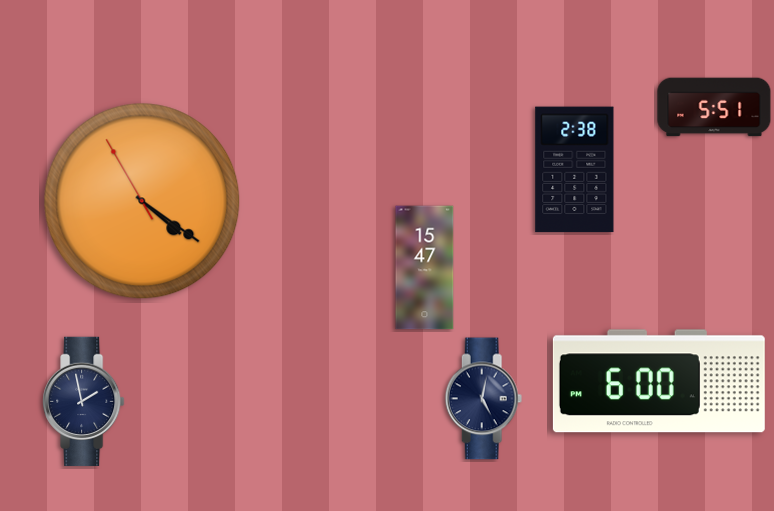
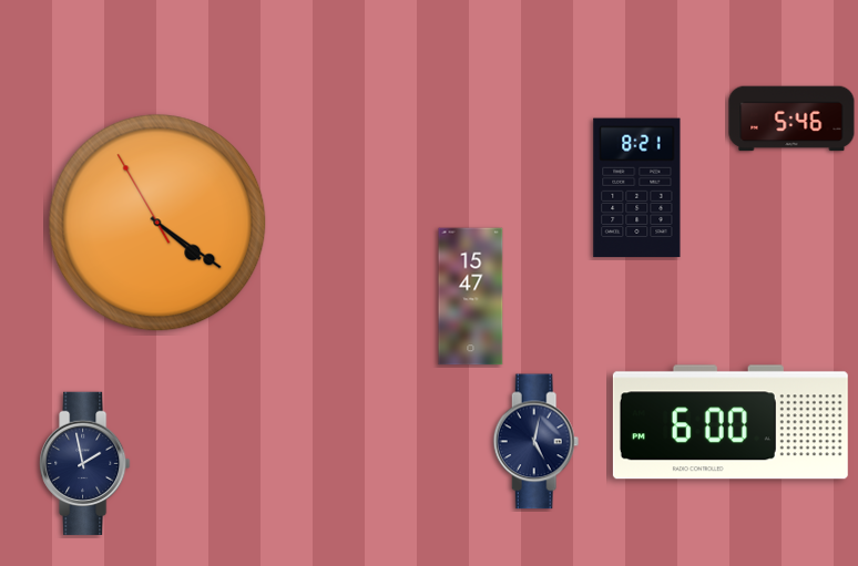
clock at (714, 107): 5:51 -> 5:46
clock at (575, 170): 2:38 -> 8:21
clock at (84, 401) position: (84, 401) -> (85, 463)
